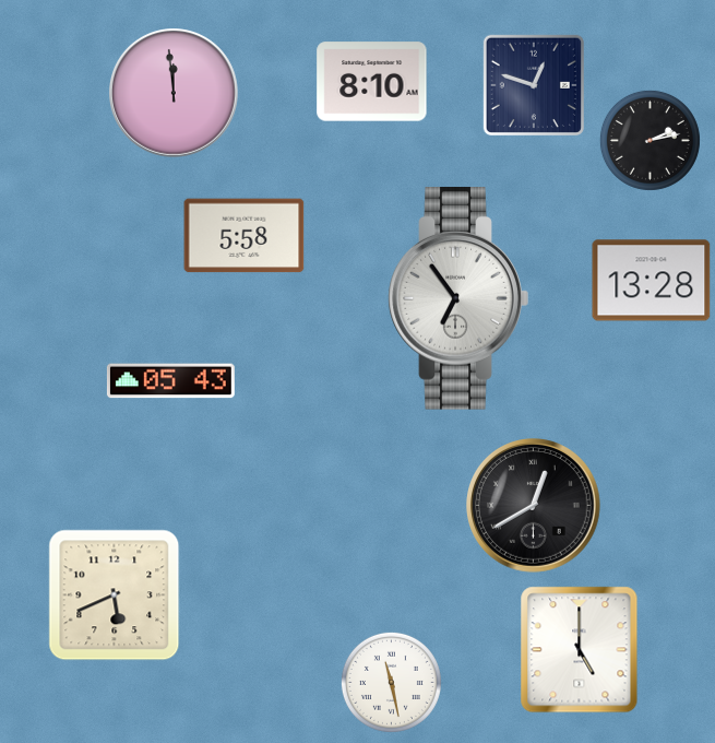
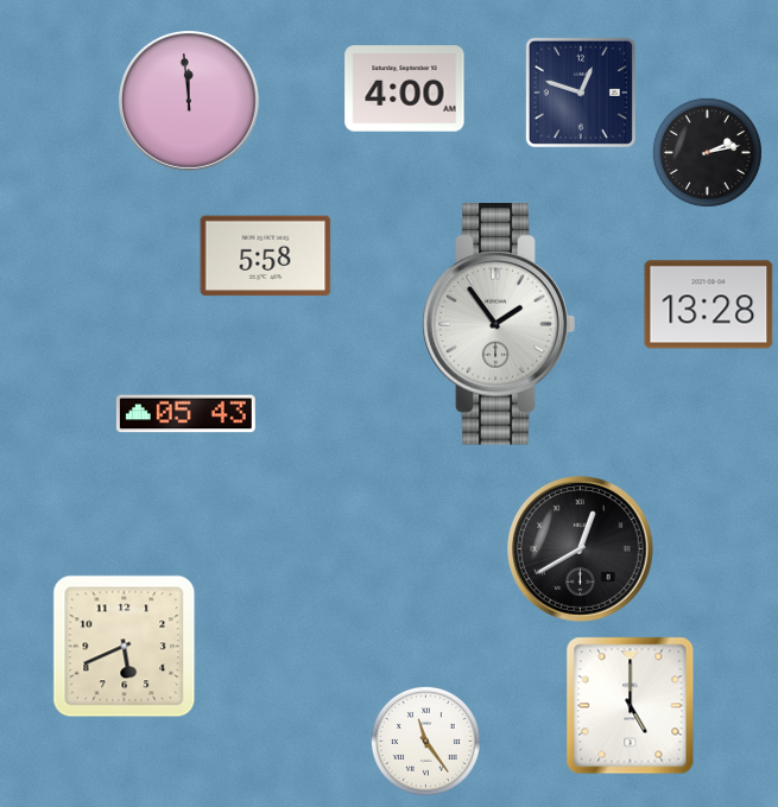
clock at (372, 82): 8:10 -> 4:00
clock at (458, 299): 6:54 -> 1:54
clock at (391, 682): 11:28 -> 11:24
